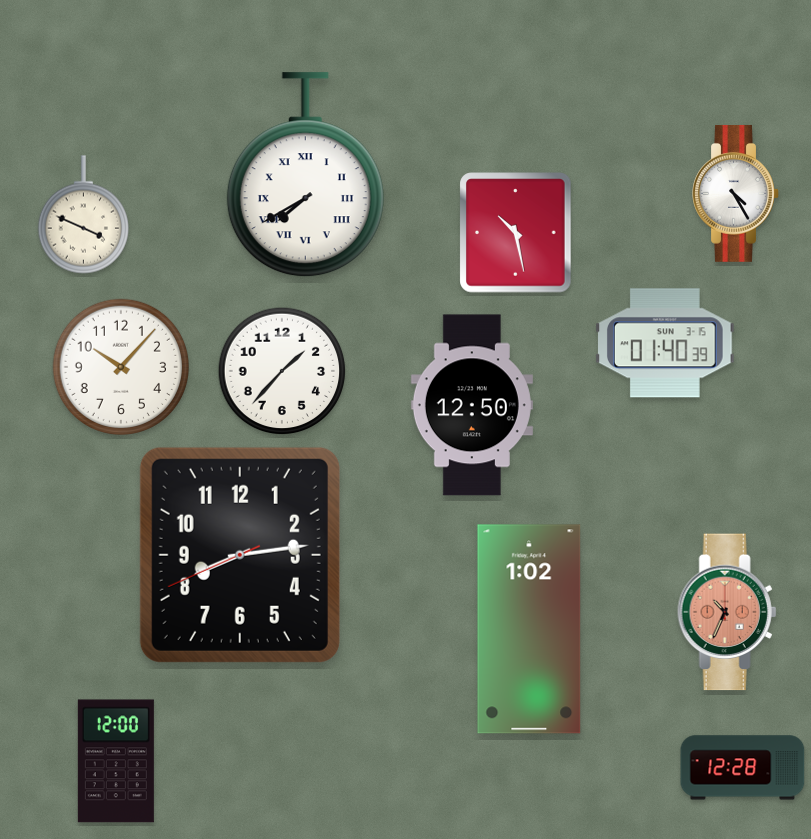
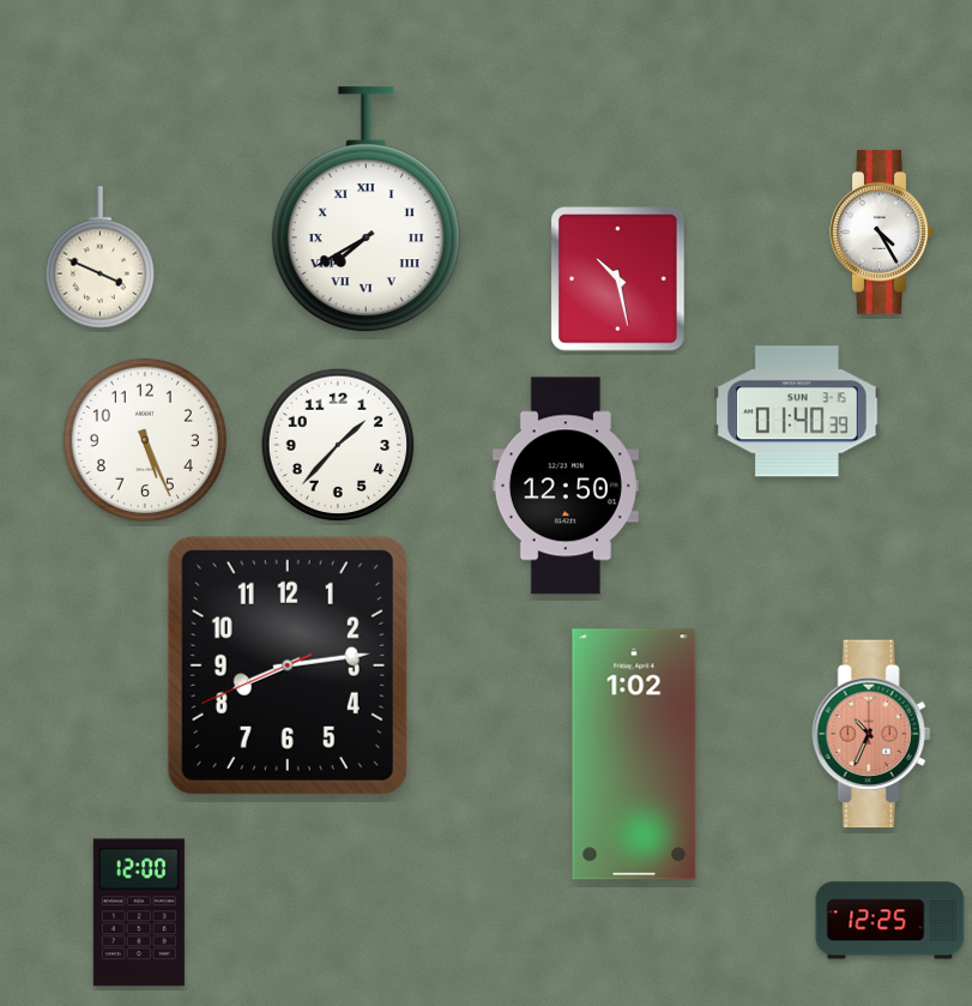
clock at (120, 366): 10:07 -> 5:26
clock at (743, 768): 12:28 -> 12:25
